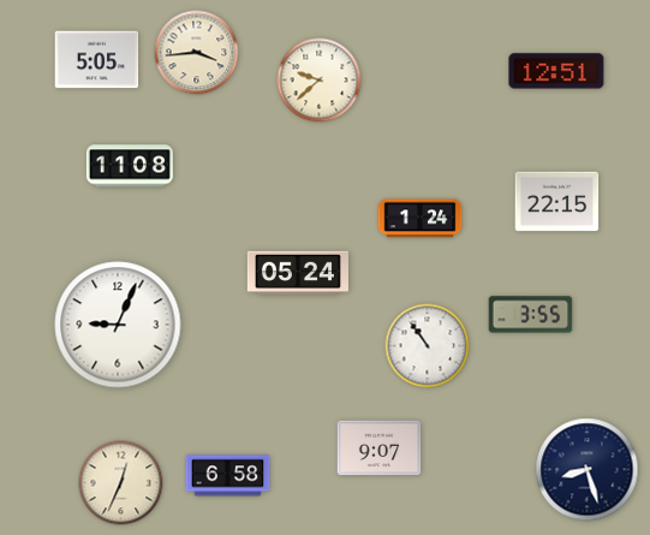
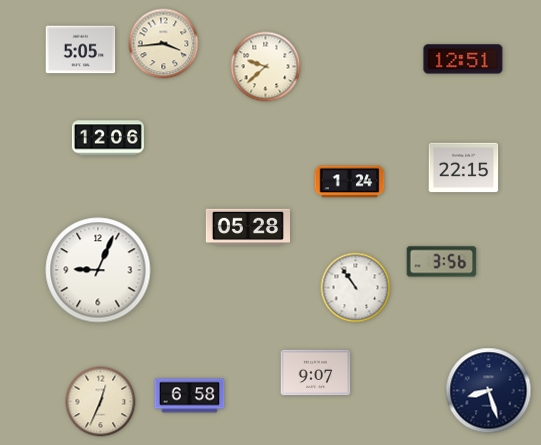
clock at (130, 166): 11:08 -> 12:06
clock at (297, 273): 05:24 -> 05:28
clock at (531, 315): 3:55 -> 3:56
